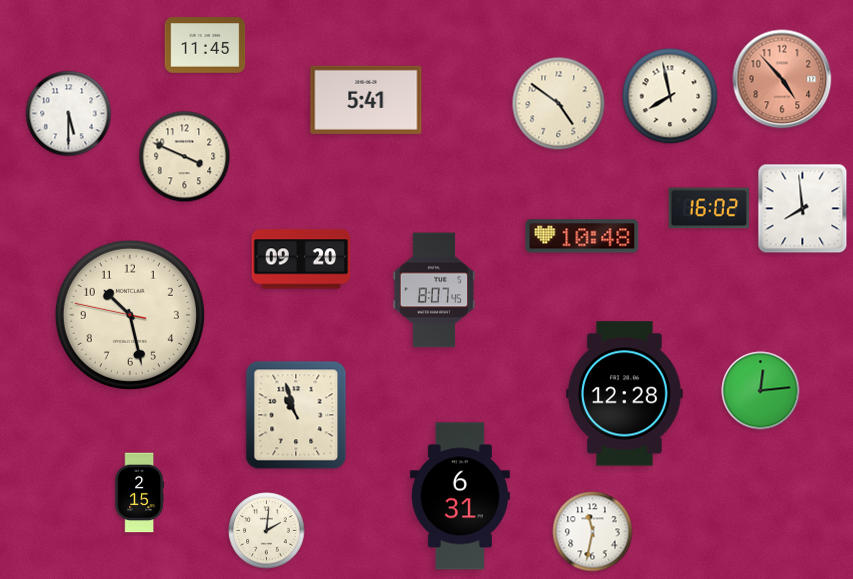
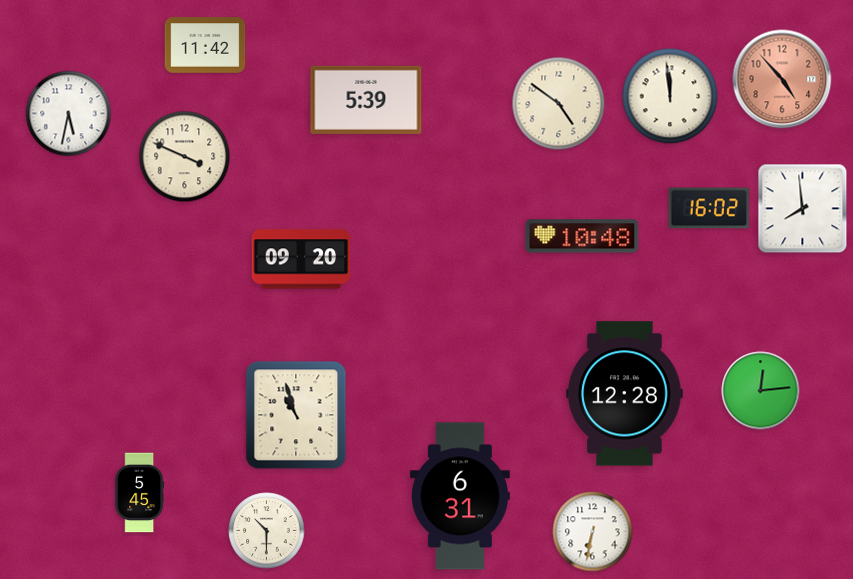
clock at (205, 45): 11:45 -> 11:42
clock at (670, 96): 7:58 -> 11:59
clock at (366, 100): 5:41 -> 5:39
clock at (69, 114): 5:30 -> 5:32
clock at (434, 290): 8:07 -> none
clock at (130, 315): 10:27 -> none
clock at (139, 493): 2:15 -> 5:45
clock at (267, 531): 2:01 -> 10:30
clock at (593, 532): 11:32 -> 6:32
